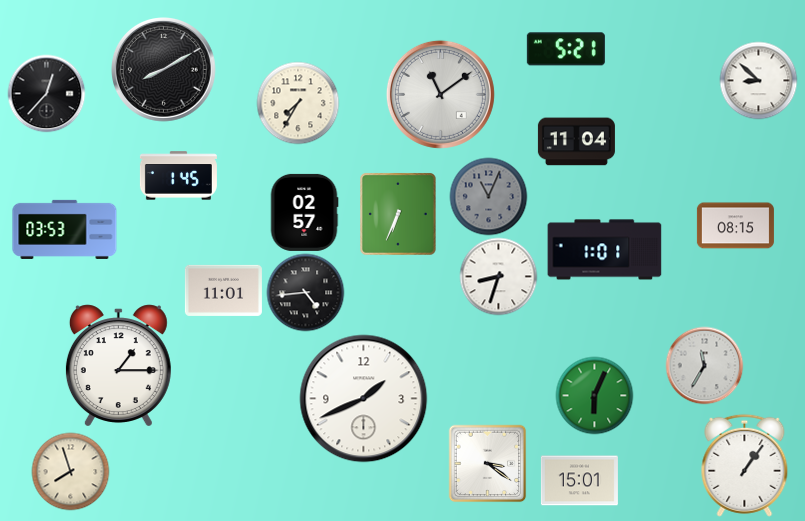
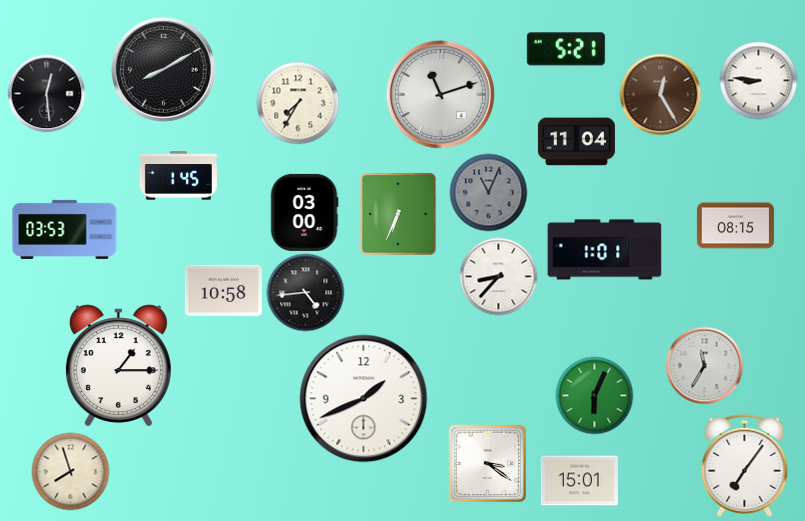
clock at (758, 80): 8:52 -> 8:46
clock at (46, 93): 12:37 -> 12:29
clock at (440, 94): 11:09 -> 11:12
clock at (660, 94): none -> 12:25
clock at (488, 196) position: (488, 196) -> (488, 192)
clock at (304, 212): 02:57 -> 03:00
clock at (498, 276): 8:33 -> 8:37
clock at (223, 290): 11:01 -> 10:58
clock at (745, 465): 1:06 -> 7:06
